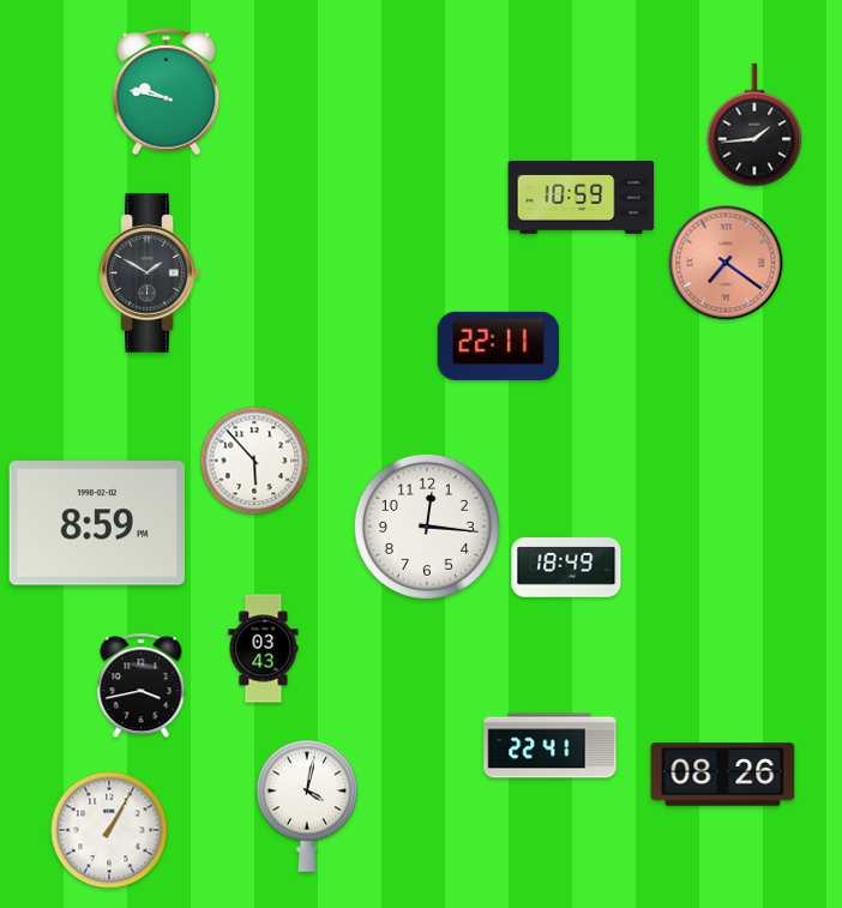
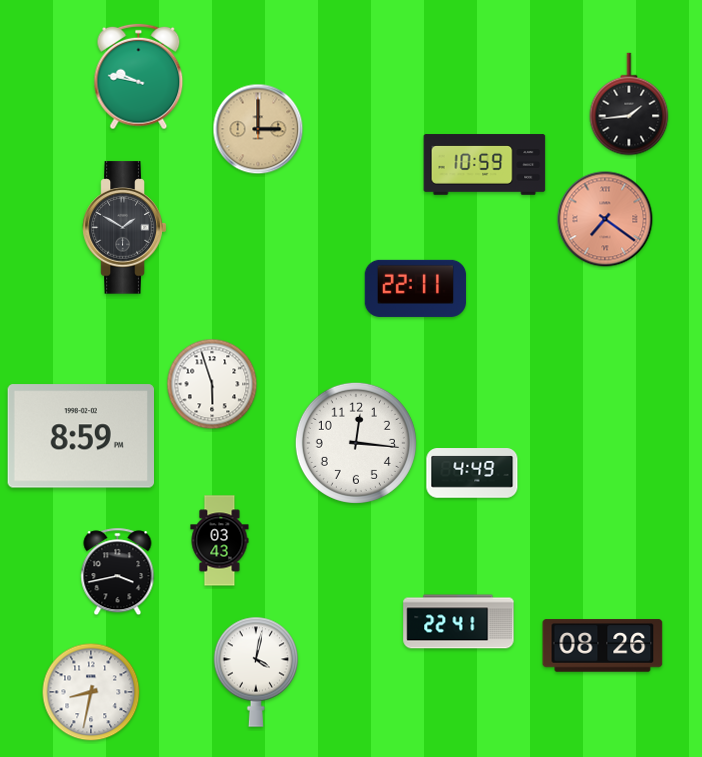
clock at (258, 129): none -> 3:00
clock at (254, 461): 5:53 -> 5:57
clock at (427, 527) position: (427, 527) -> (356, 443)
clock at (566, 567): 18:49 -> 4:49
clock at (109, 830): 1:05 -> 8:32
